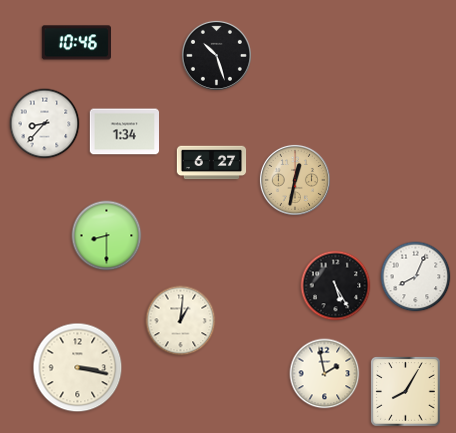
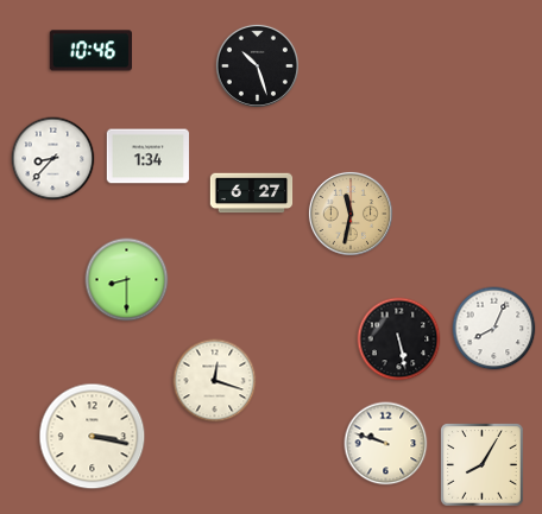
clock at (45, 124) position: (45, 124) -> (53, 159)
clock at (295, 180): 12:32 -> 11:32
clock at (336, 286): 5:25 -> 5:28
clock at (181, 321): 1:01 -> 12:18
clock at (325, 374): 1:58 -> 9:48
